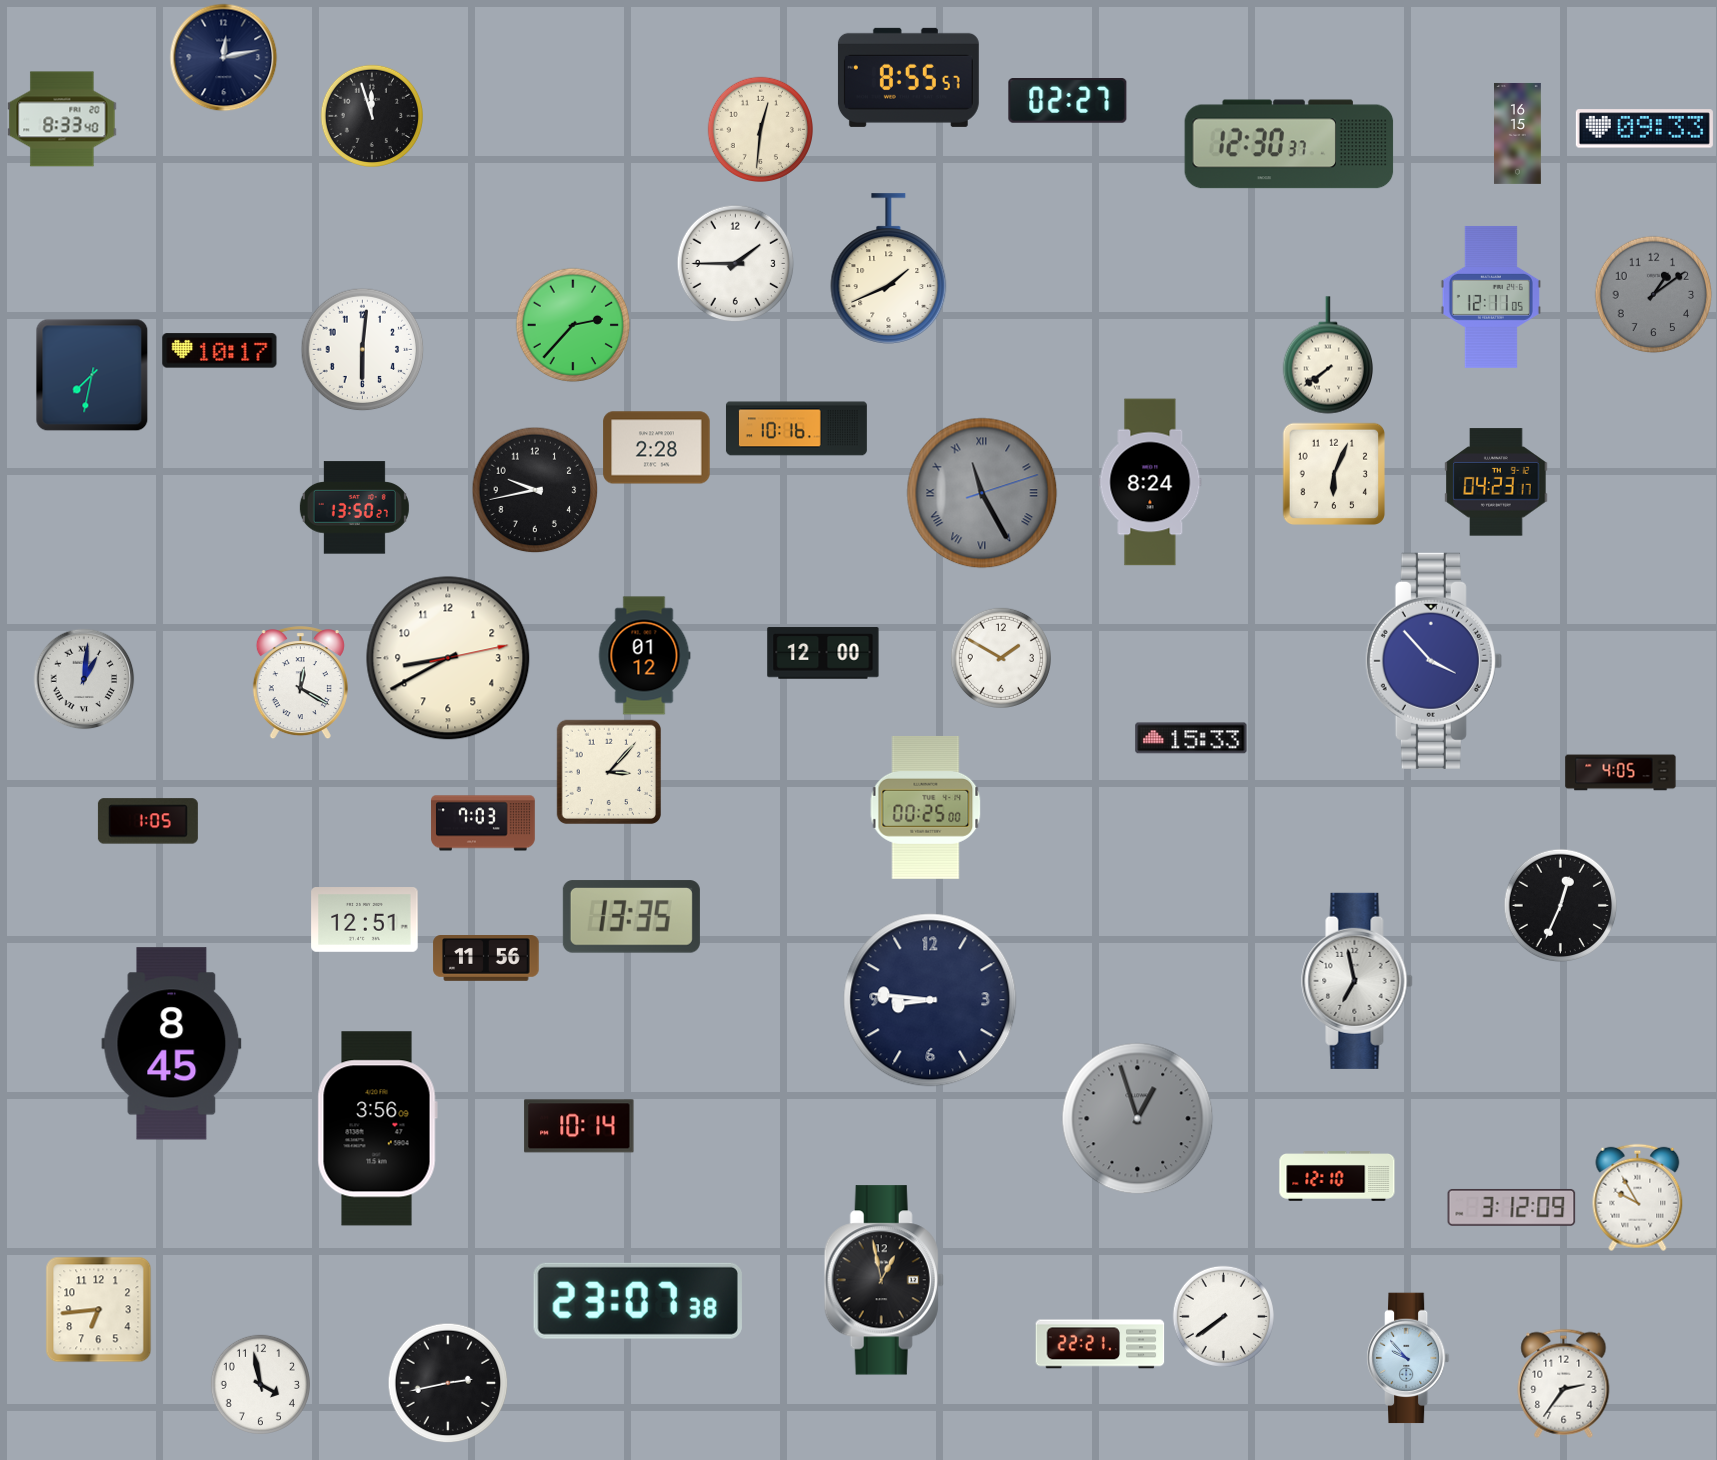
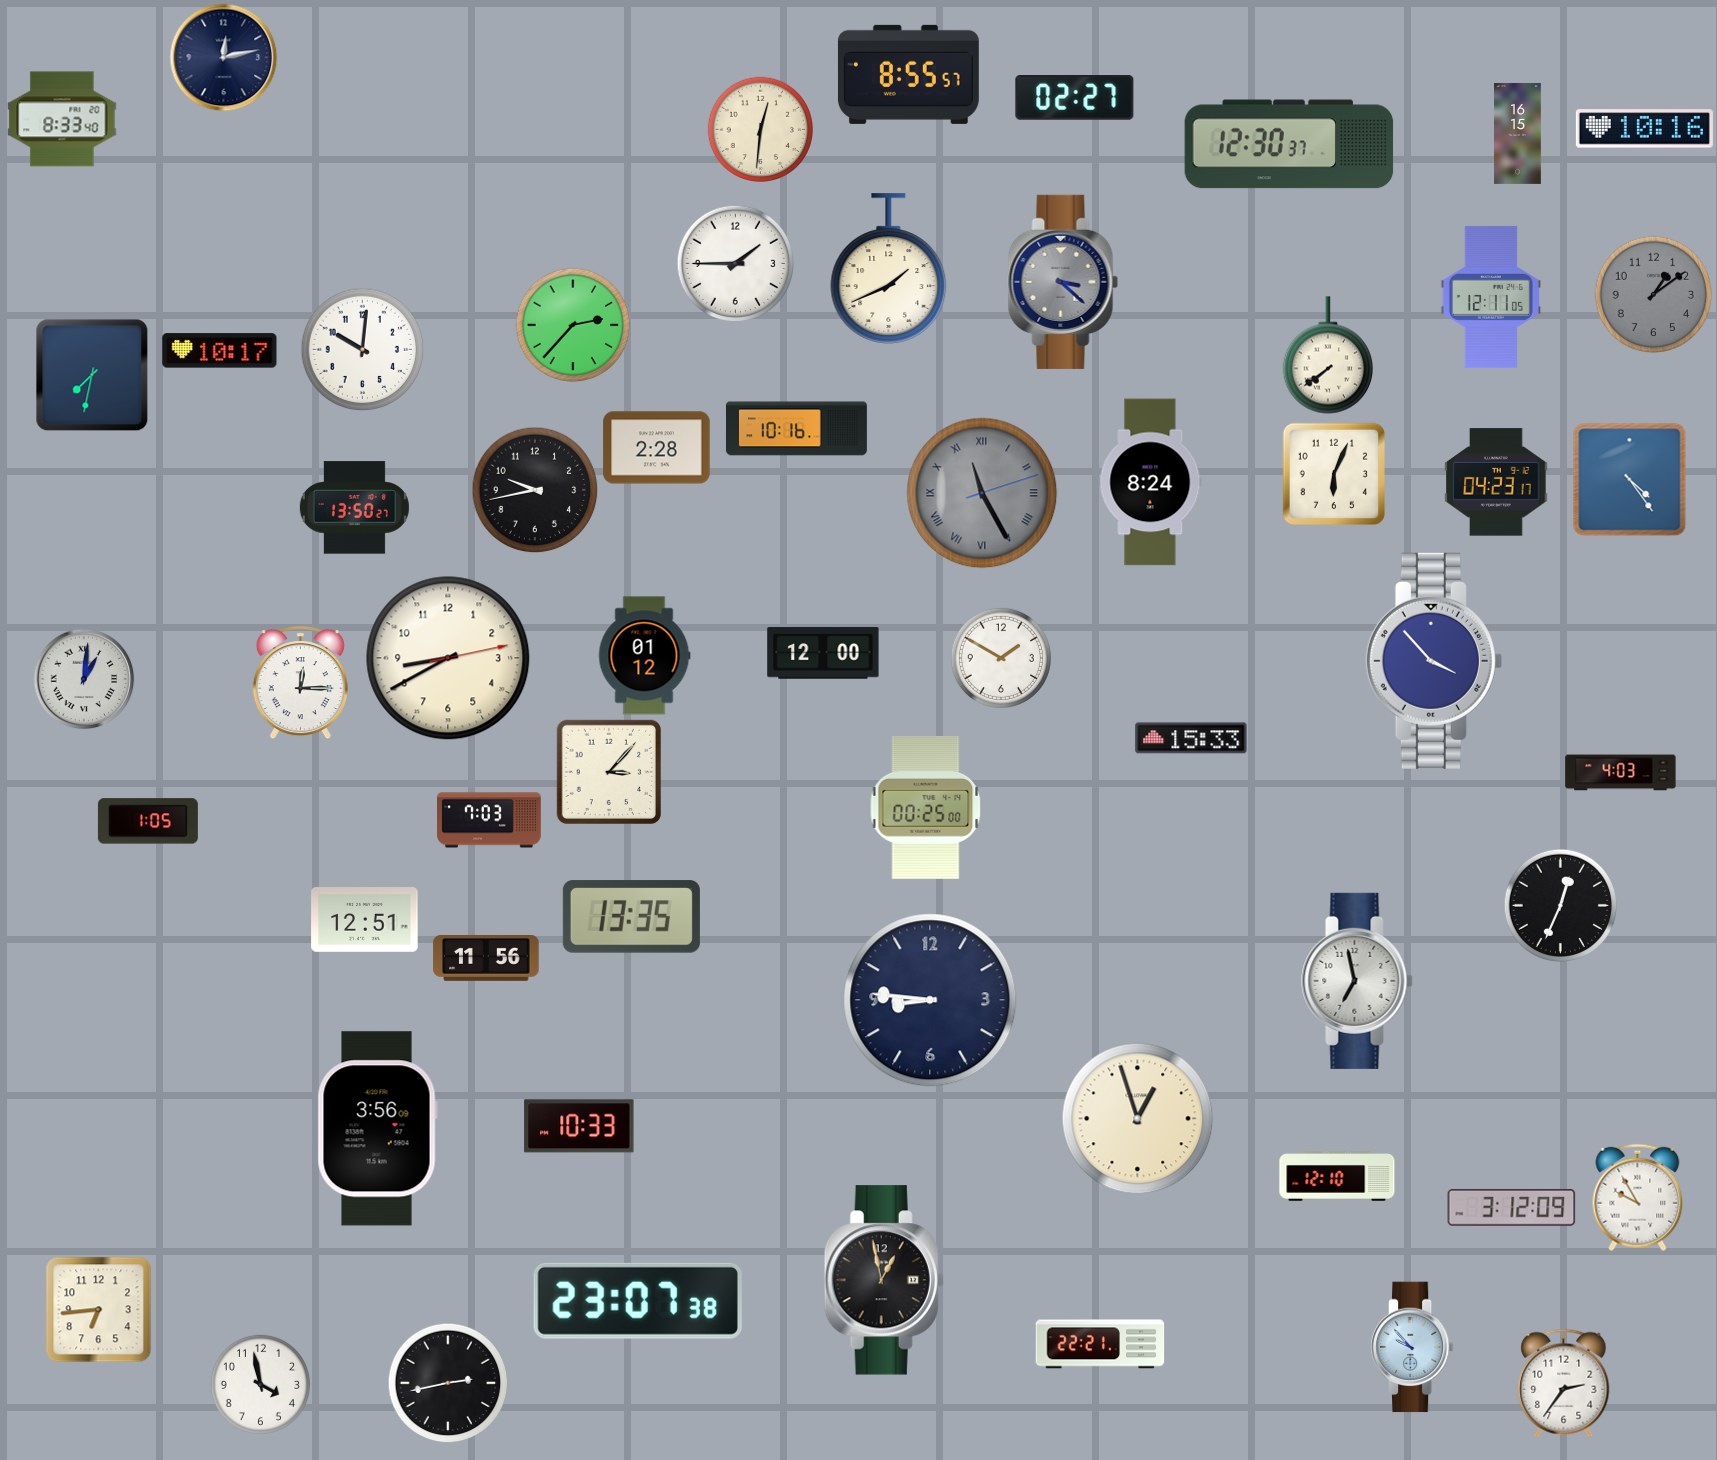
clock at (908, 77) position: (908, 77) -> (908, 74)
clock at (1068, 101) position: (1068, 101) -> (1075, 98)
clock at (372, 116): 11:57 -> none
clock at (1644, 129): 09:33 -> 10:16
clock at (1063, 282): none -> 3:22
clock at (363, 350): 6:01 -> 10:01
clock at (1630, 480): none -> 4:24
clock at (300, 683): 12:20 -> 12:15
clock at (1621, 773): 4:05 -> 4:03
clock at (483, 823) position: (483, 823) -> (489, 820)
clock at (172, 1044): 8:45 -> none
clock at (1138, 1119) dial: grey -> cream
clock at (579, 1126): 10:14 -> 10:33
clock at (1223, 1316): 7:39 -> none
clock at (1408, 1358) position: (1408, 1358) -> (1412, 1347)
